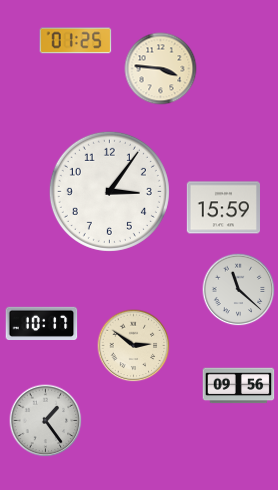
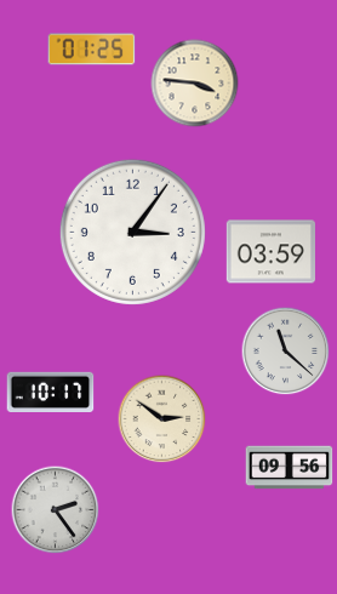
clock at (223, 208): 15:59 -> 03:59
clock at (239, 290) position: (239, 290) -> (286, 352)
clock at (46, 421): 1:24 -> 2:24
